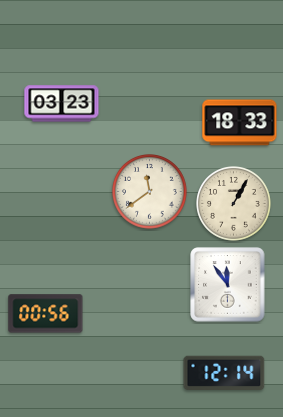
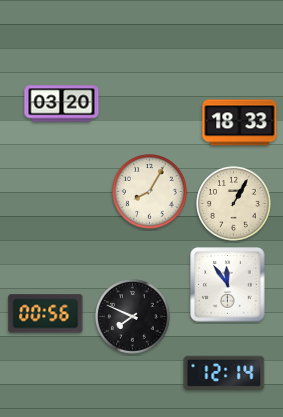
clock at (62, 104): 03:23 -> 03:20
clock at (150, 192): 11:39 -> 8:05
clock at (133, 317): none -> 7:49
